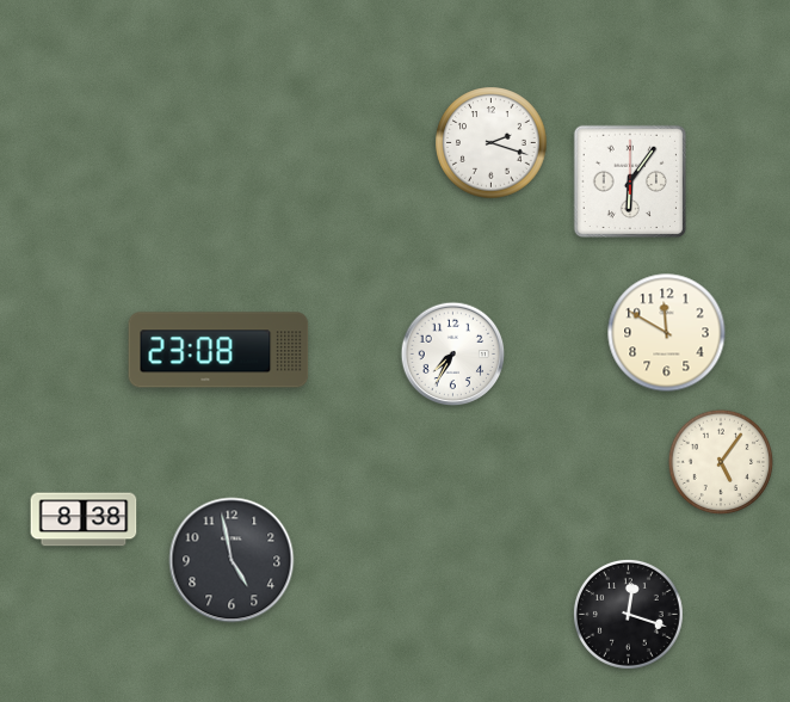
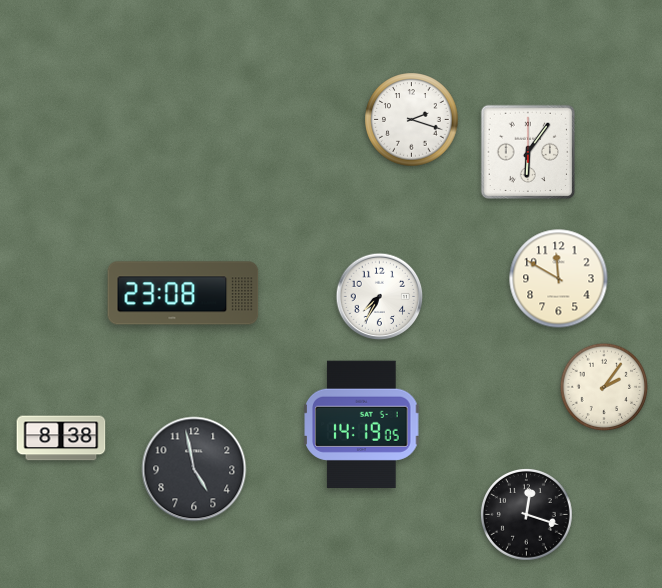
clock at (721, 462): 5:06 -> 2:06
clock at (362, 424): none -> 14:19
clock at (84, 519) position: (84, 519) -> (61, 438)
